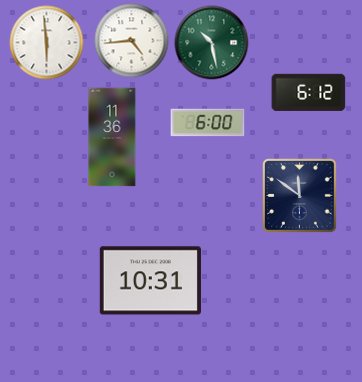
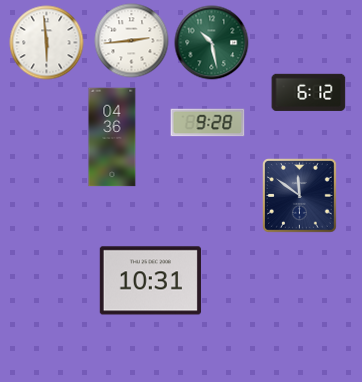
clock at (132, 41): 4:44 -> 2:44
clock at (208, 123): 6:00 -> 9:28
clock at (112, 137): 11:36 -> 04:36
